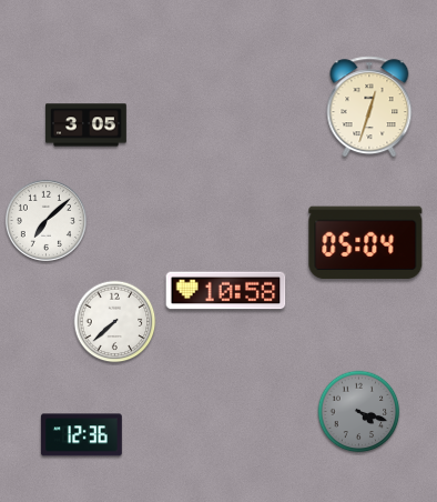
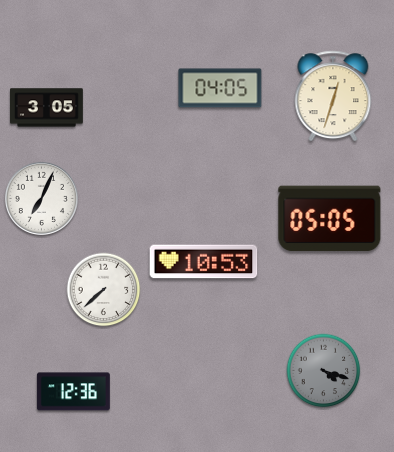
clock at (220, 88): none -> 04:05
clock at (87, 125) position: (87, 125) -> (47, 108)
clock at (45, 220): 7:08 -> 7:04
clock at (366, 243): 05:04 -> 05:05
clock at (226, 291): 10:58 -> 10:53
